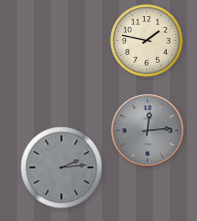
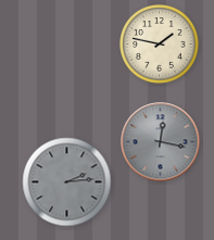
clock at (148, 131): 12:14 -> 12:17
